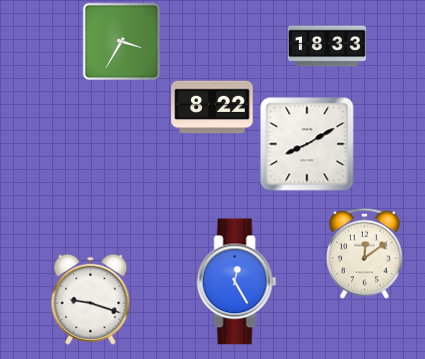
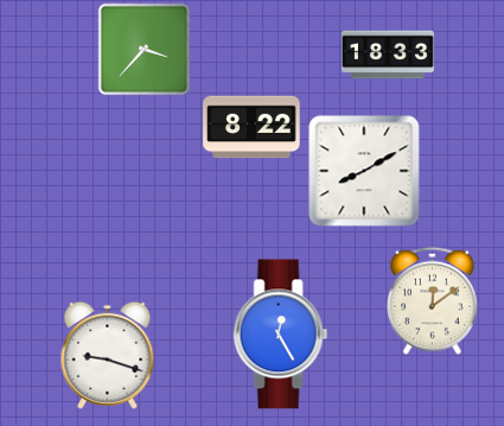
clock at (122, 42): 3:35 -> 3:37
